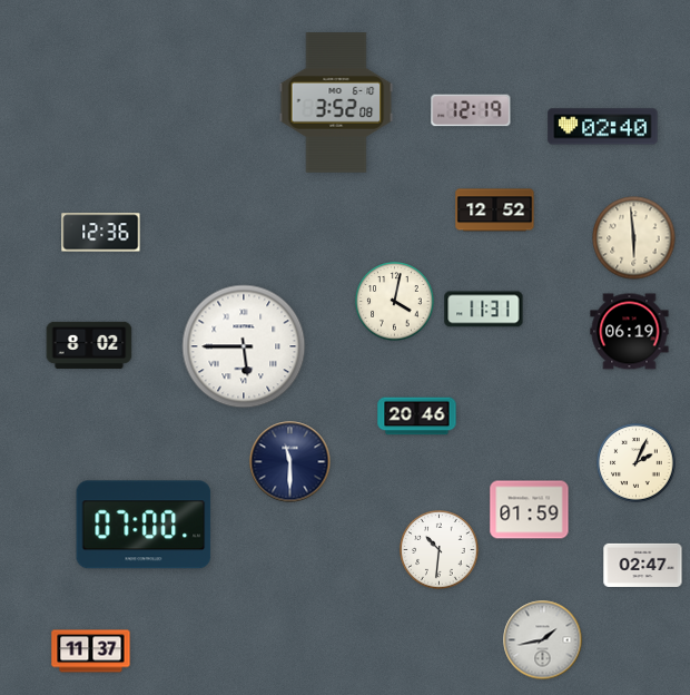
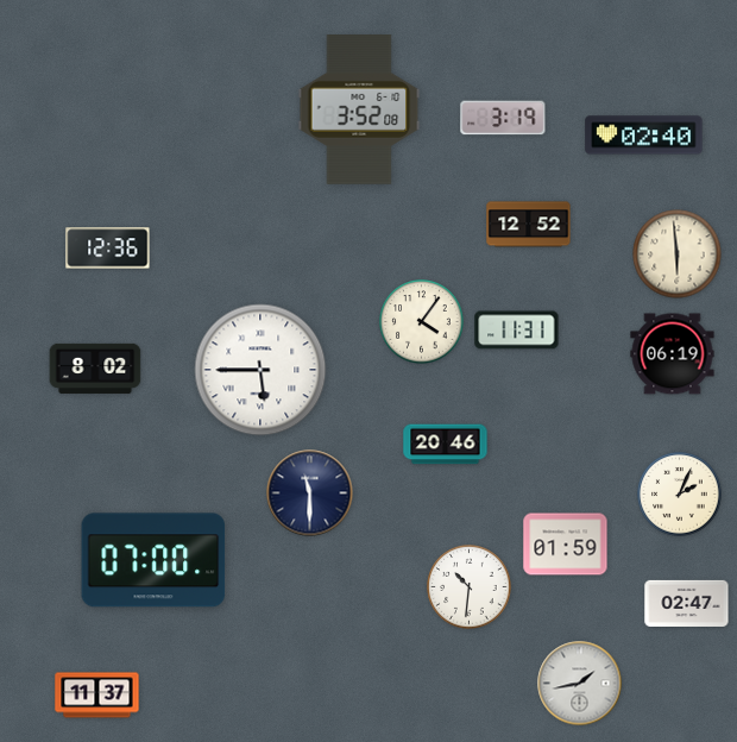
clock at (471, 110): 12:19 -> 3:19
clock at (395, 302): 4:02 -> 4:06
